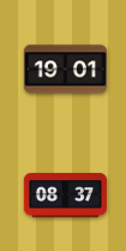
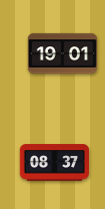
clock at (65, 70) position: (65, 70) -> (62, 54)
